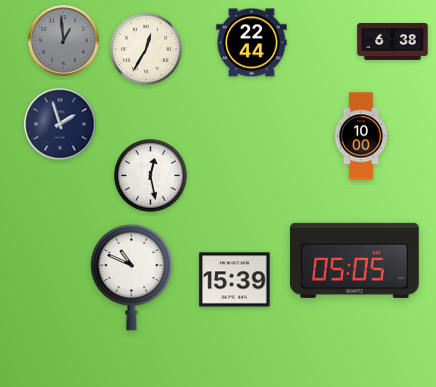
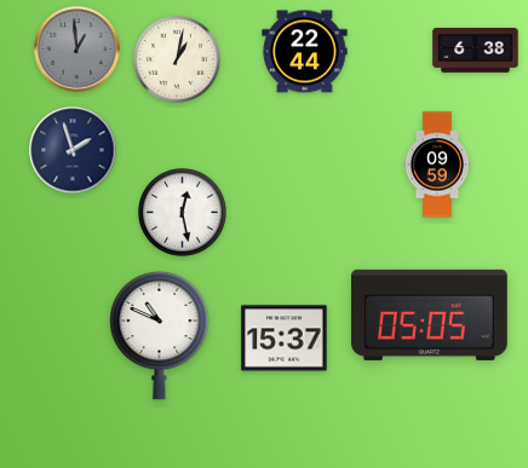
clock at (147, 50): 12:35 -> 1:02
clock at (361, 136): 10:00 -> 09:59
clock at (235, 280): 15:39 -> 15:37
